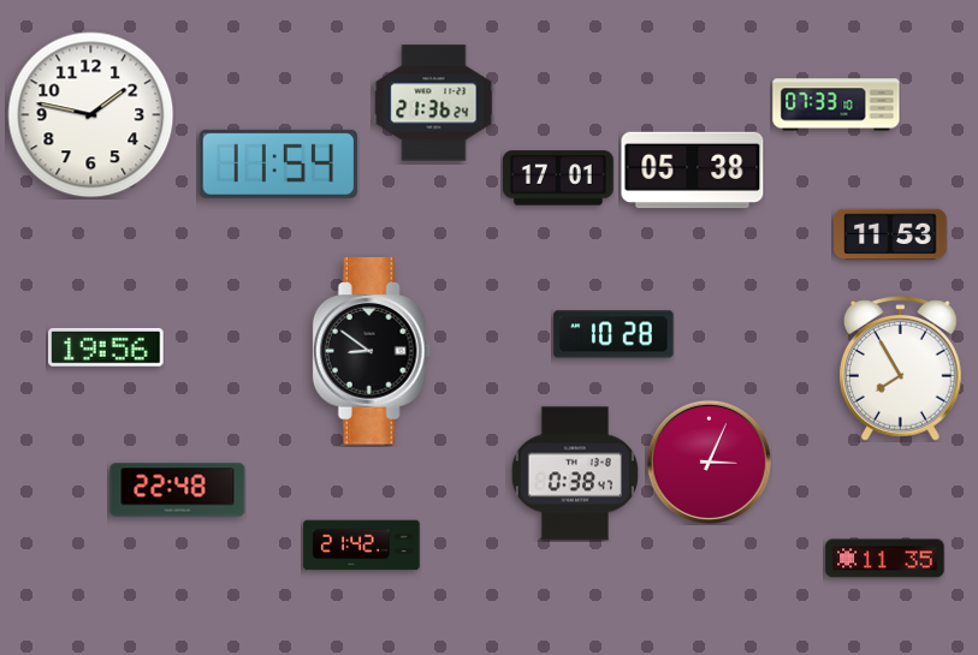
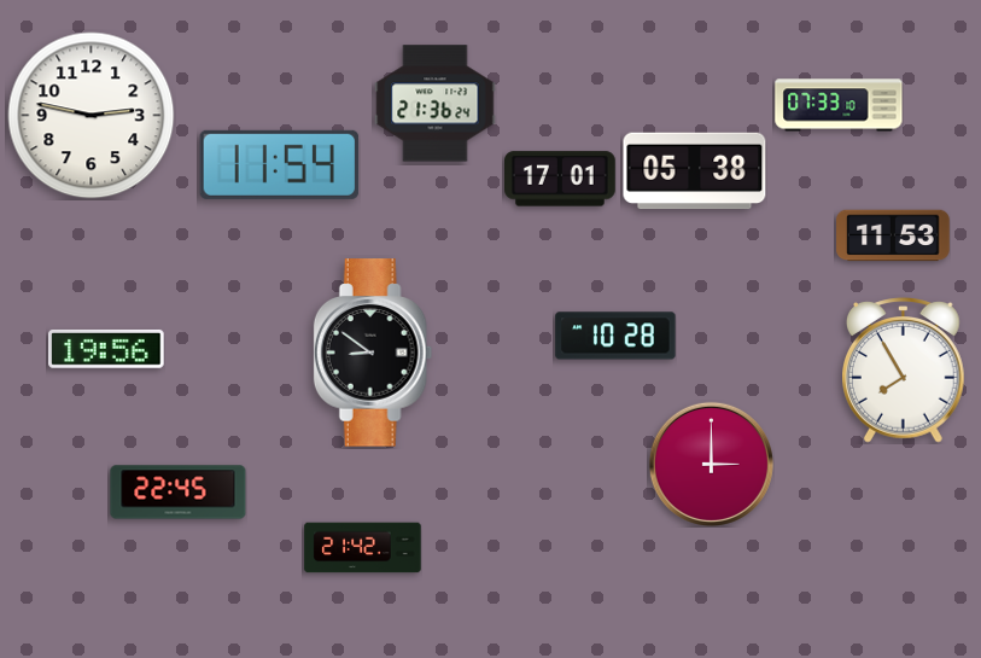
clock at (91, 115): 1:47 -> 2:47
clock at (709, 462): 3:04 -> 3:00
clock at (575, 474): 0:38 -> none
clock at (178, 490): 22:48 -> 22:45
clock at (885, 559): 11:35 -> none
